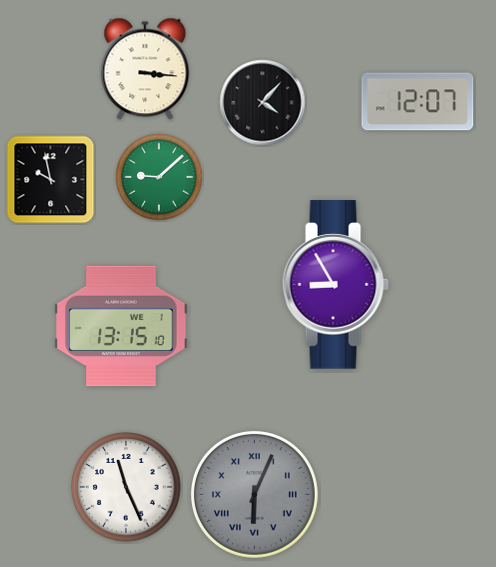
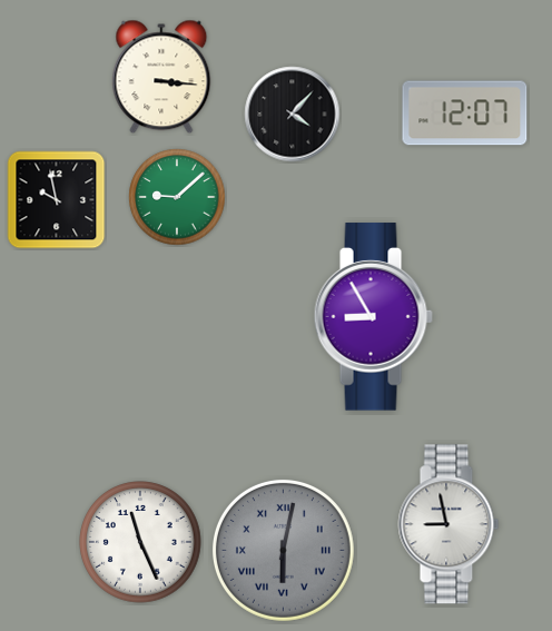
clock at (121, 326): 13:15 -> none
clock at (448, 524): none -> 8:58
clock at (254, 494): 6:04 -> 6:02
